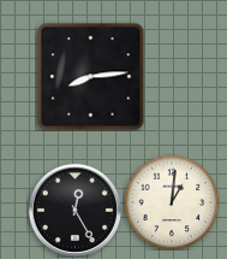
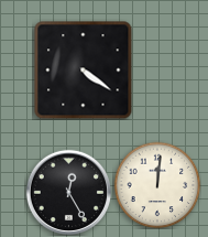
clock at (90, 76): 8:14 -> 4:21
clock at (172, 202): 1:01 -> 12:01
